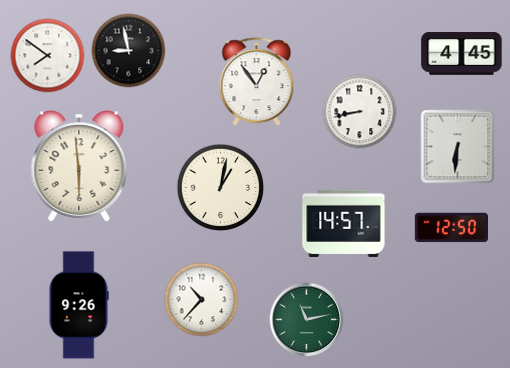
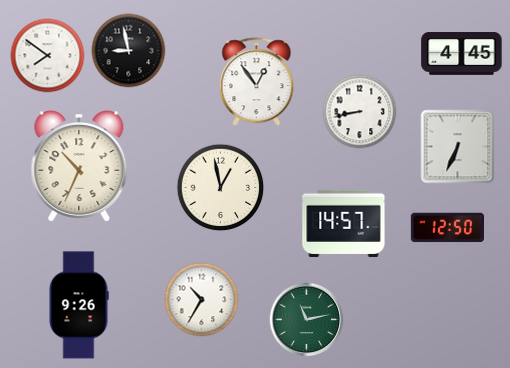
clock at (458, 147): 6:31 -> 6:34
clock at (79, 167): 5:59 -> 10:34
clock at (221, 188): 1:02 -> 12:58
clock at (451, 228) position: (451, 228) -> (447, 228)
clock at (202, 300): 10:37 -> 10:35
